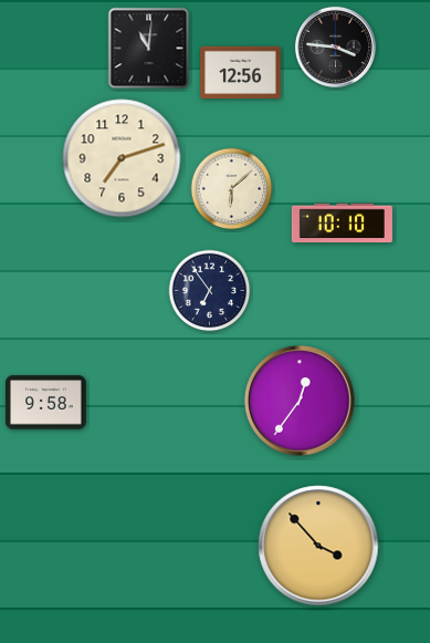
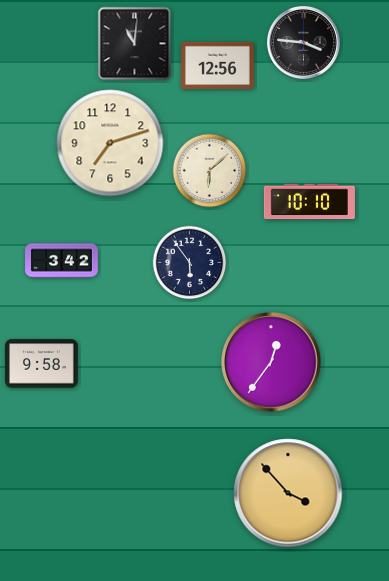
clock at (62, 261): none -> 3:42
clock at (210, 291): 6:54 -> 5:54
